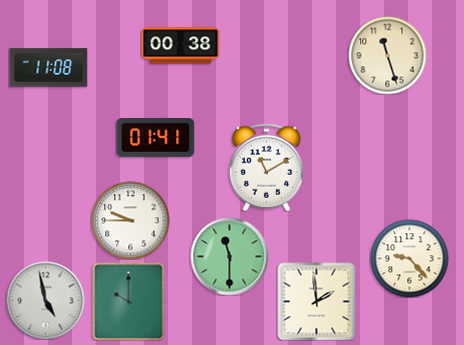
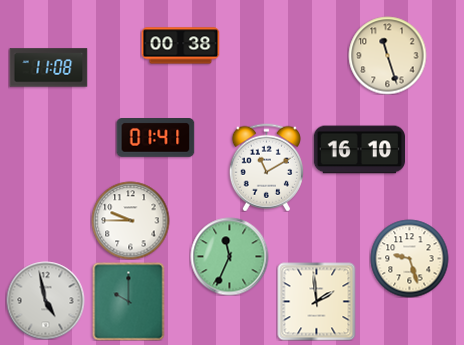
clock at (359, 150): none -> 16:10
clock at (229, 256): 11:30 -> 11:34
clock at (409, 258): 9:23 -> 9:27
